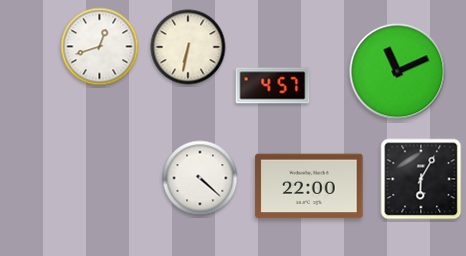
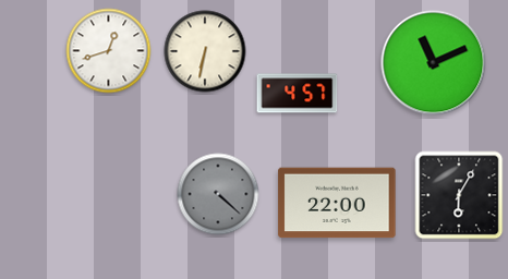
clock at (398, 72) position: (398, 72) -> (434, 63)
clock at (200, 178) dial: white -> grey
